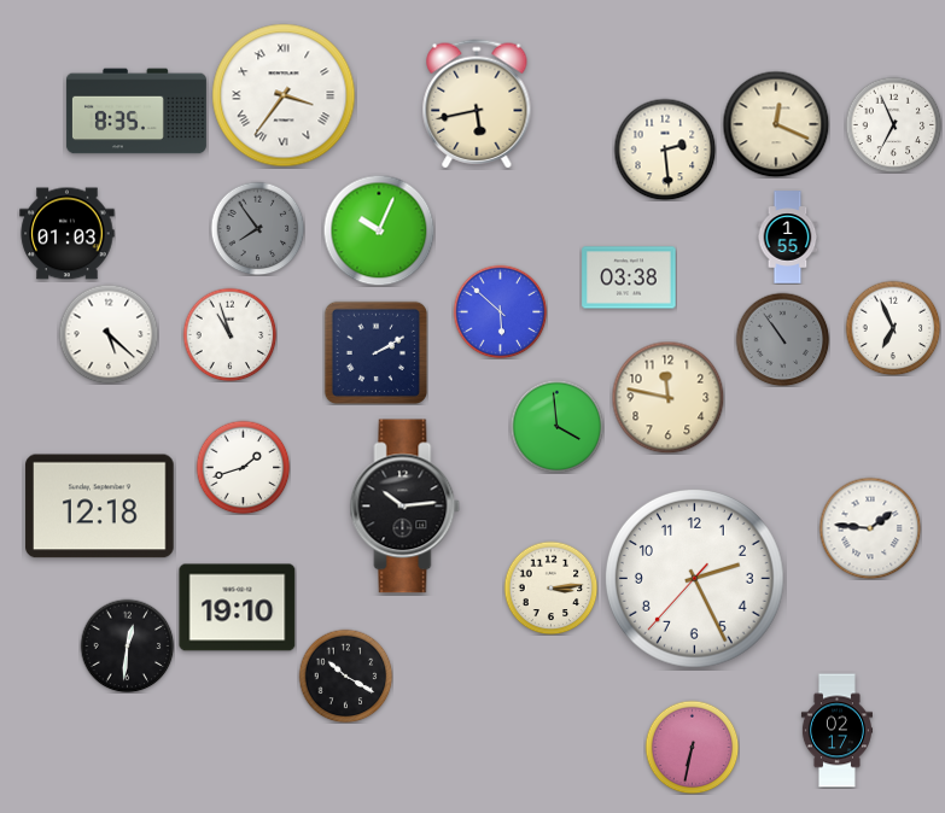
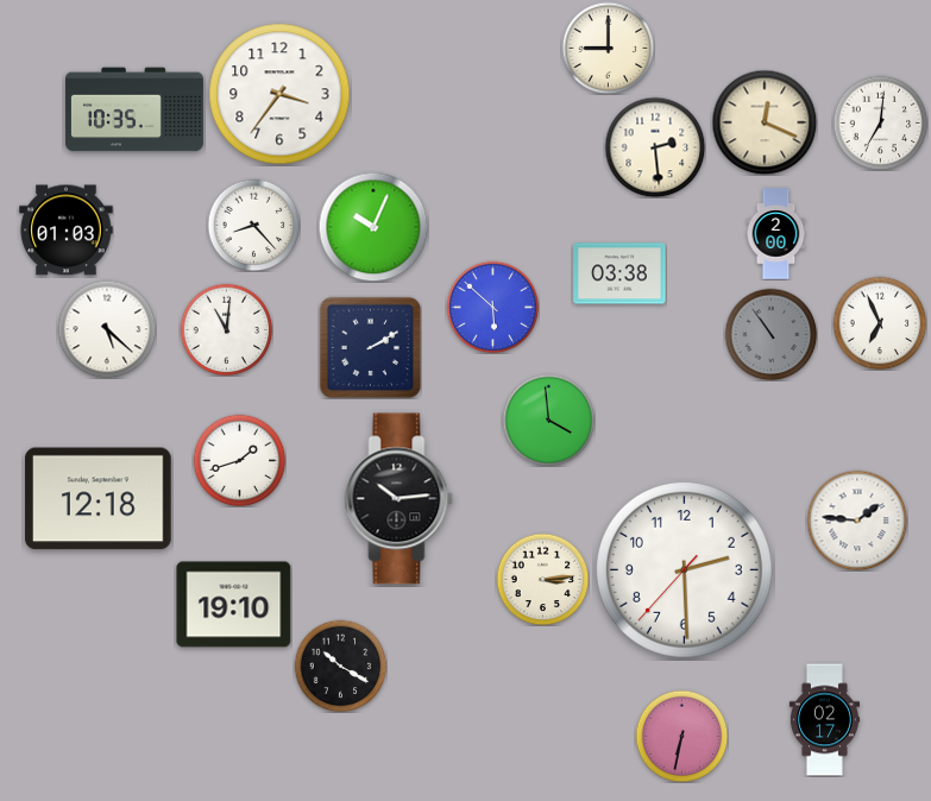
clock at (608, 48): none -> 9:00
clock at (284, 95) numerals: Roman -> Arabic
clock at (477, 104): 5:43 -> none
clock at (136, 111): 8:35 -> 10:35
clock at (893, 124): 6:56 -> 7:01
clock at (257, 228): 7:54 -> 8:23
clock at (257, 228) dial: grey -> white
clock at (788, 238): 1:55 -> 2:00
clock at (229, 334): 10:57 -> 11:01
clock at (667, 397): 11:47 -> none
clock at (694, 578): 2:25 -> 2:29
clock at (238, 608) position: (238, 608) -> (234, 605)
clock at (127, 645): 12:31 -> none
